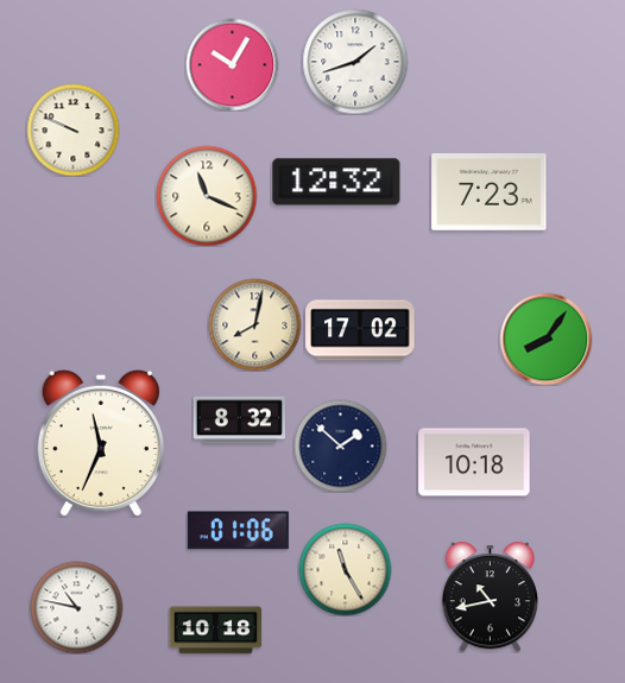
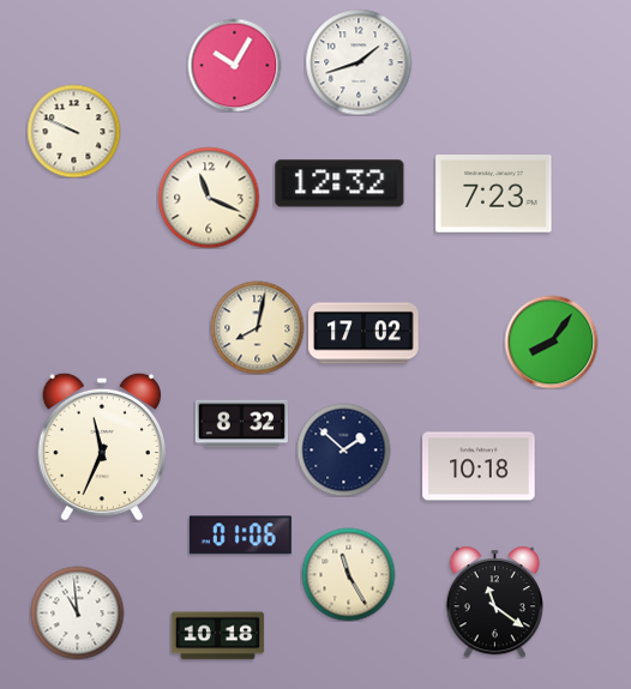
clock at (490, 596): 10:43 -> 11:21
clock at (76, 607): 10:47 -> 10:59
